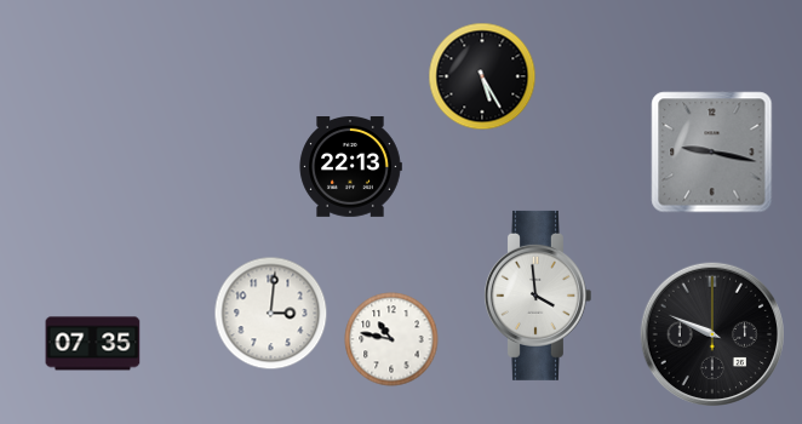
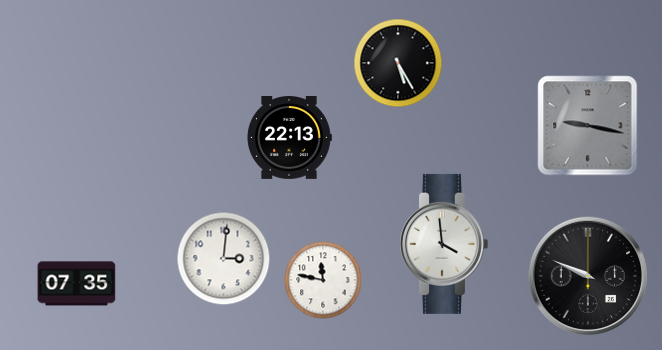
clock at (391, 339): 10:47 -> 11:47
